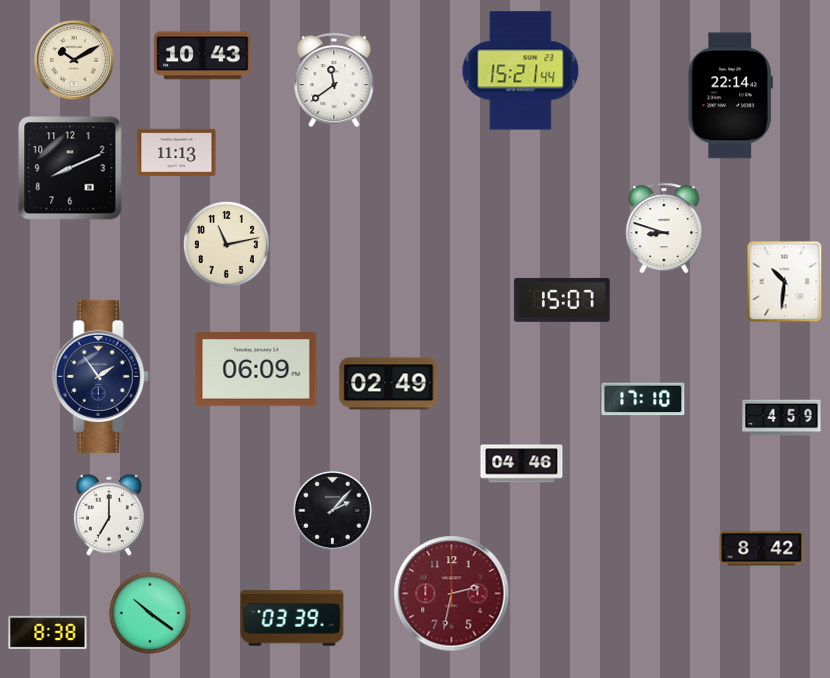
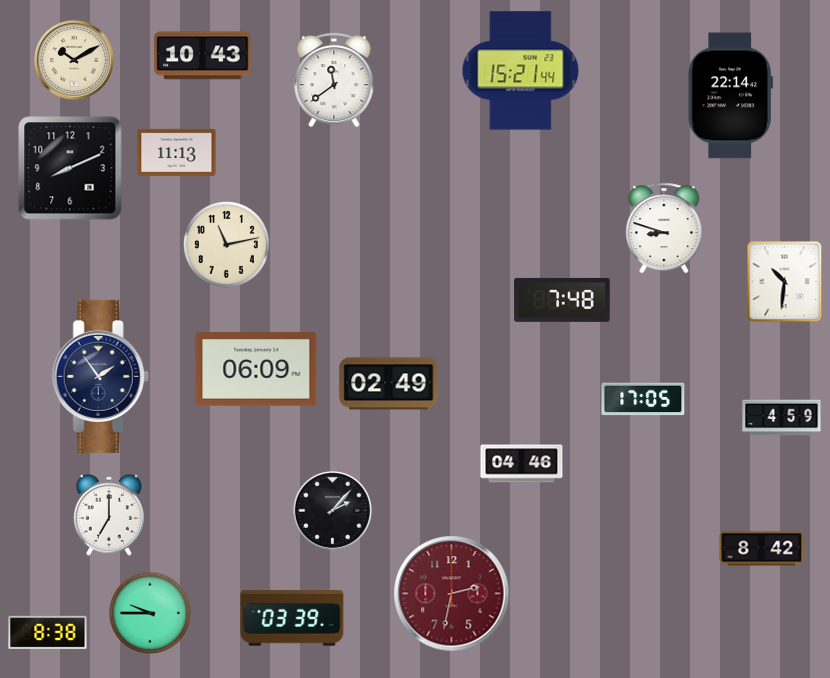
clock at (562, 300): 15:07 -> 7:48
clock at (643, 399): 17:10 -> 17:05
clock at (150, 613): 10:21 -> 9:45
